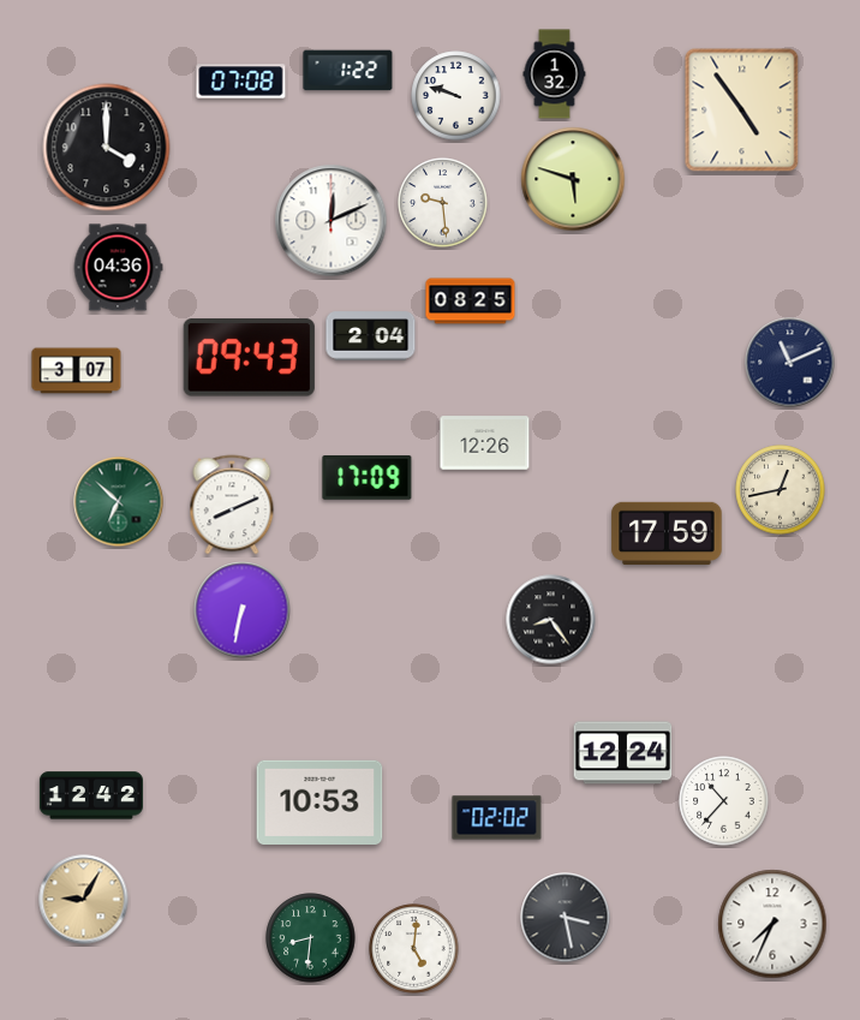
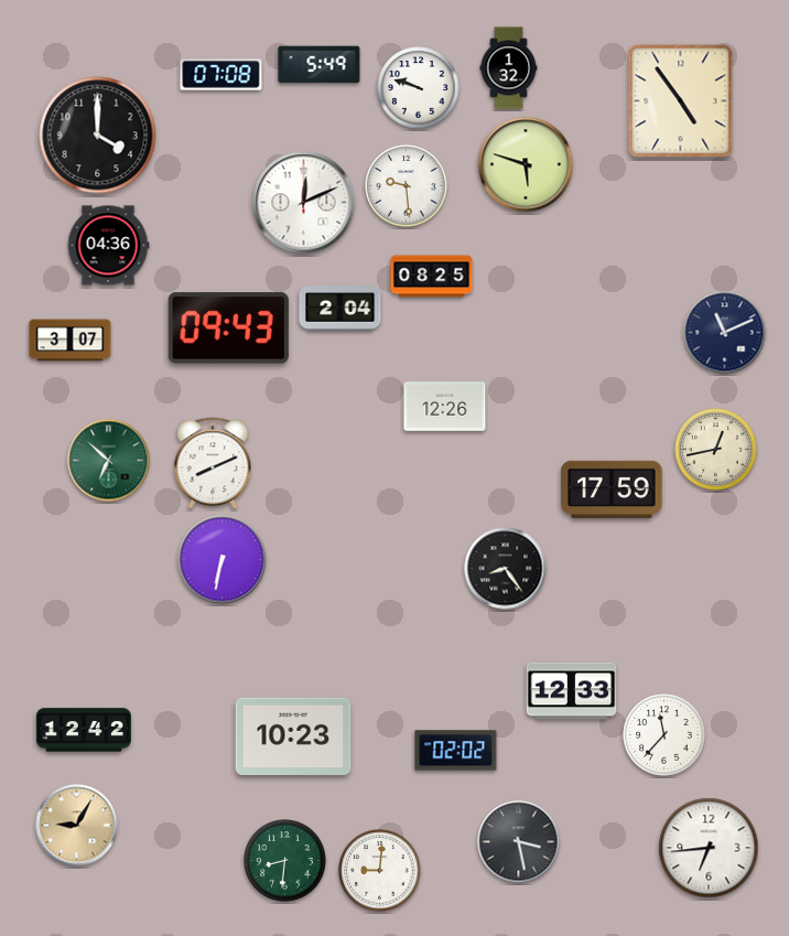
clock at (348, 71): 1:22 -> 5:49
clock at (368, 478): 17:09 -> none
clock at (623, 753): 12:24 -> 12:33
clock at (319, 801): 10:53 -> 10:23
clock at (724, 801): 10:37 -> 11:37
clock at (772, 924): 7:34 -> 6:44
clock at (414, 949): 5:01 -> 9:01
